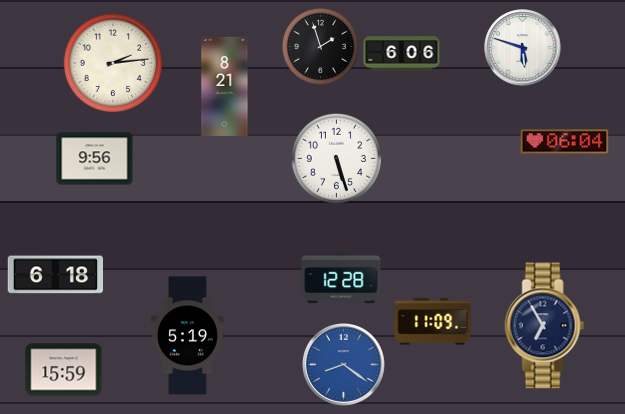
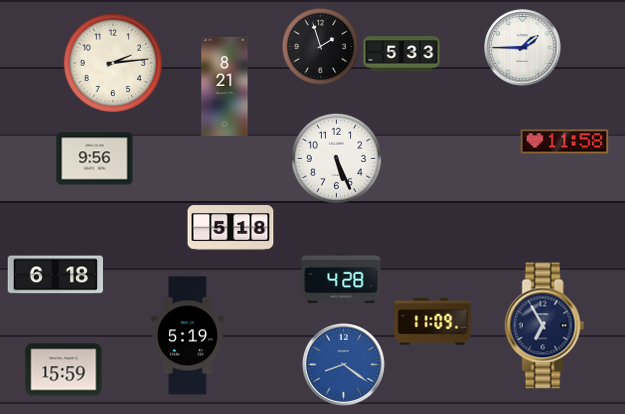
clock at (523, 48): 5:48 -> 1:45
clock at (402, 54): 6:06 -> 5:33
clock at (565, 142): 06:04 -> 11:58
clock at (336, 158): 5:27 -> 5:26
clock at (231, 228): none -> 5:18
clock at (341, 278): 12:28 -> 4:28
